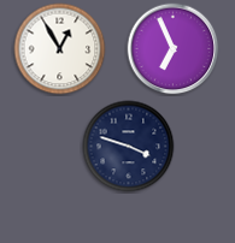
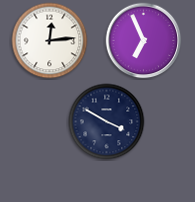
clock at (60, 49): 12:55 -> 12:14
clock at (129, 147): 3:48 -> 3:50
